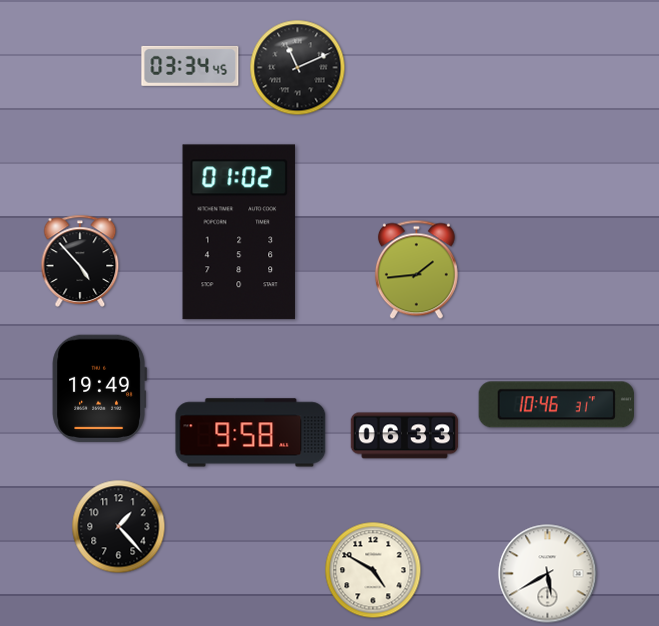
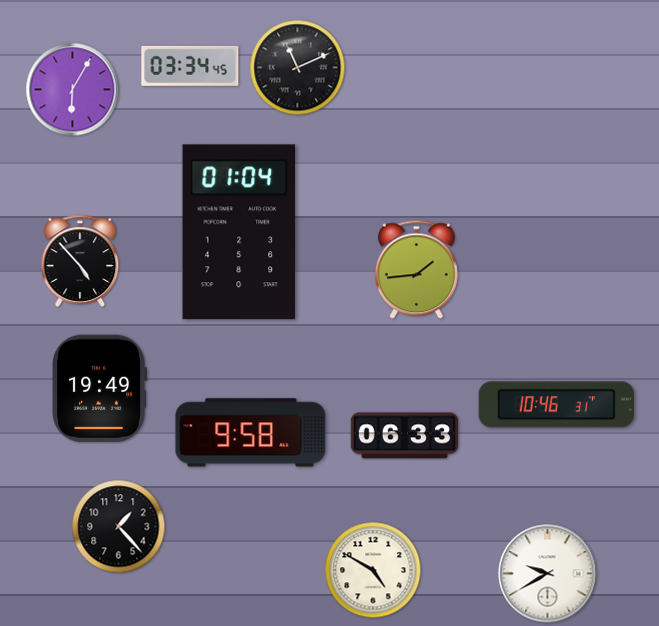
clock at (73, 90): none -> 6:05
clock at (239, 232): 01:02 -> 01:04
clock at (548, 574): 5:40 -> 9:40
